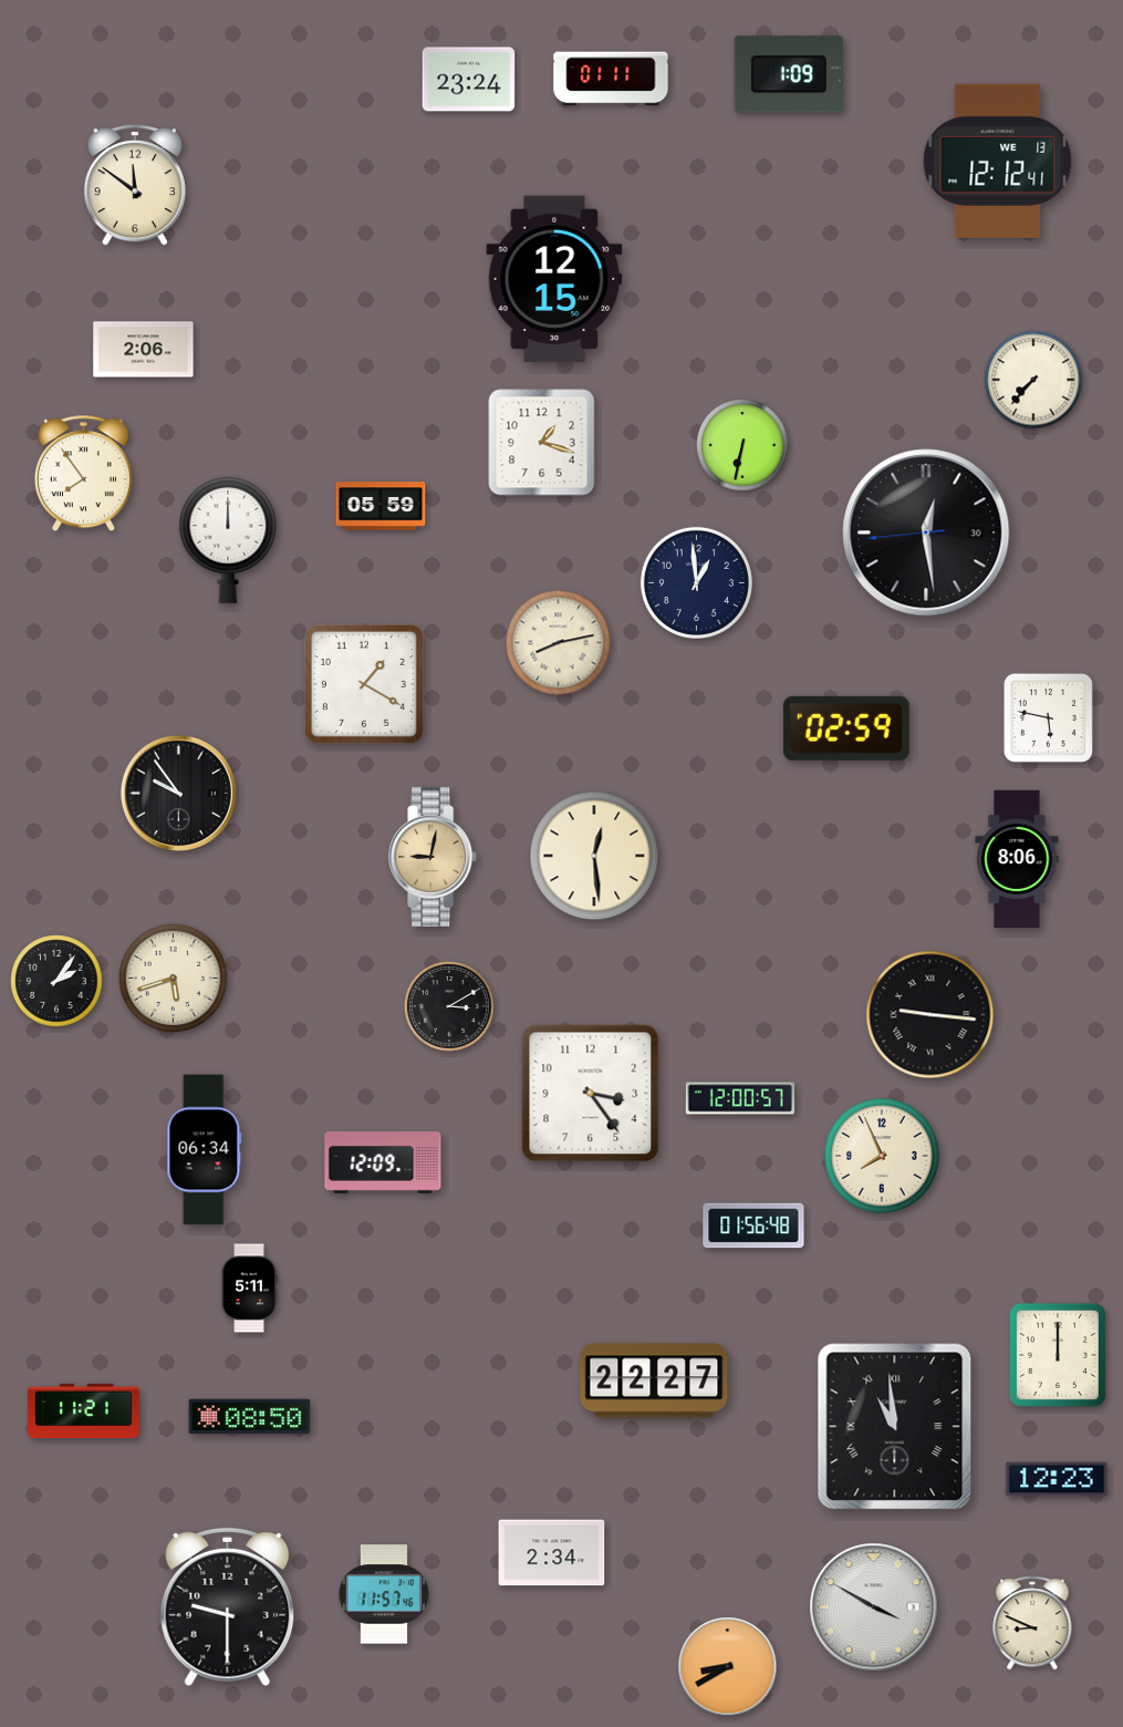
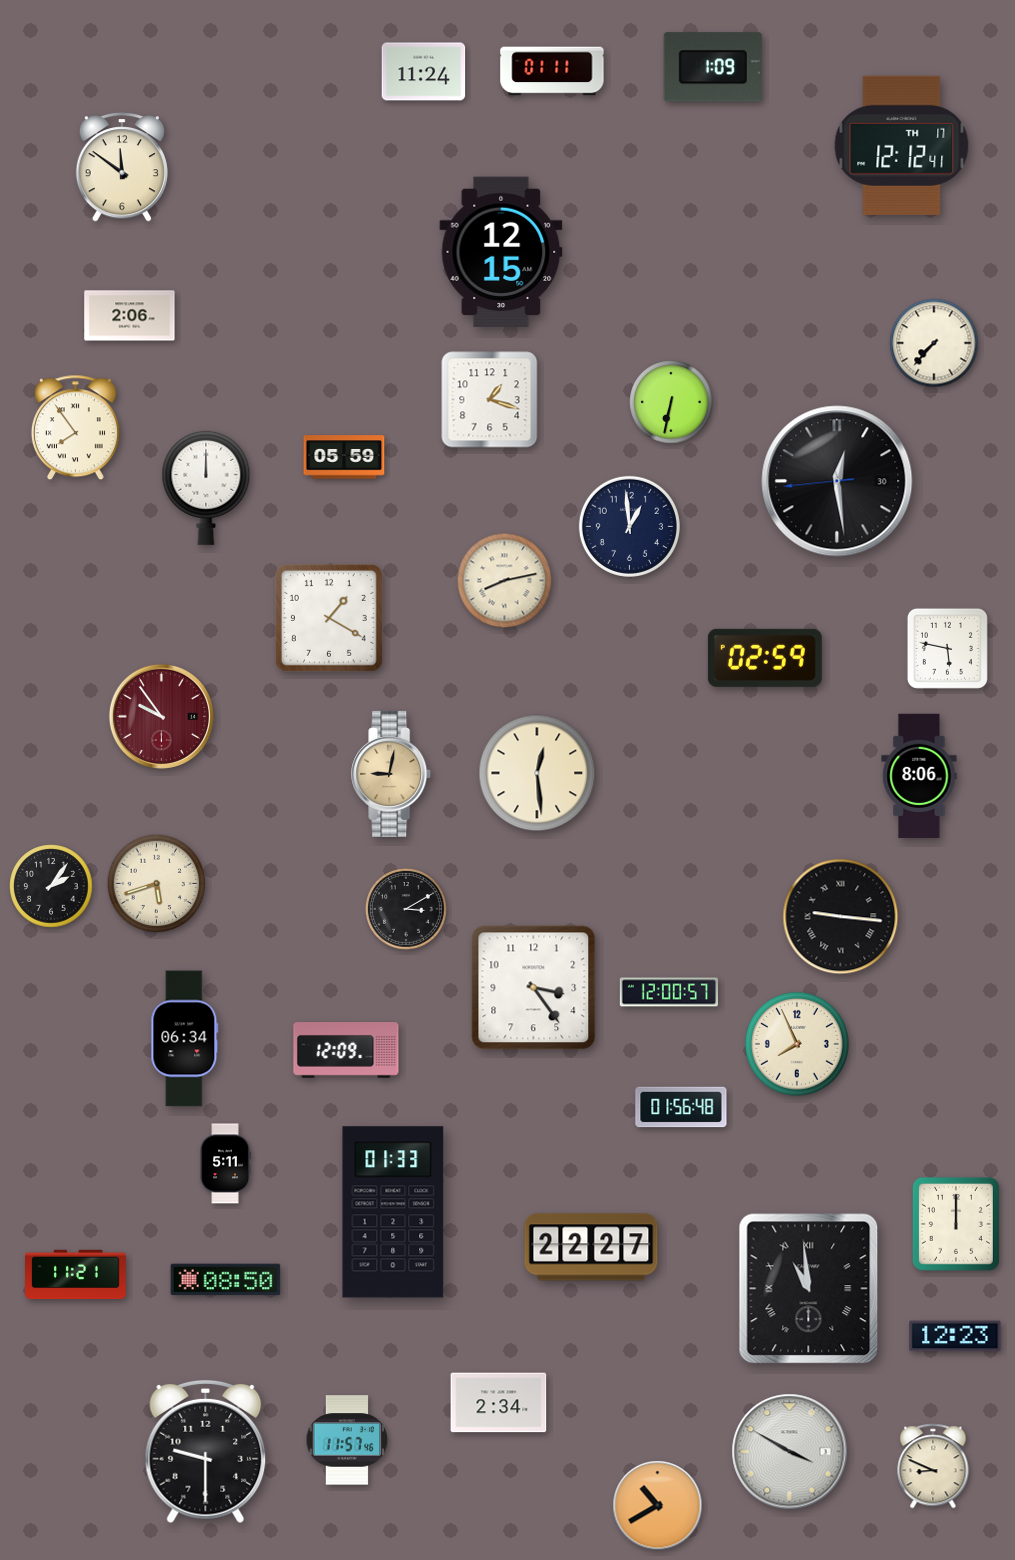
clock at (469, 80): 23:24 -> 11:24
clock at (998, 161) date: WE 13 -> TH 17
clock at (178, 793) dial: black -> burgundy
clock at (393, 1212): none -> 01:33
clock at (728, 1667): 8:40 -> 10:40
